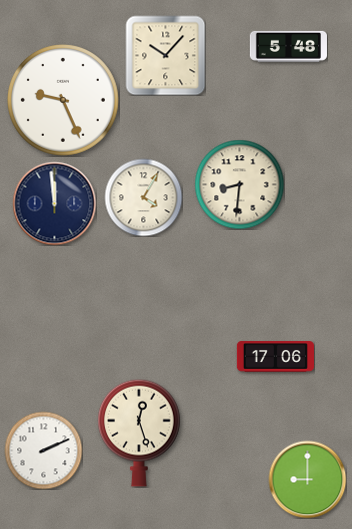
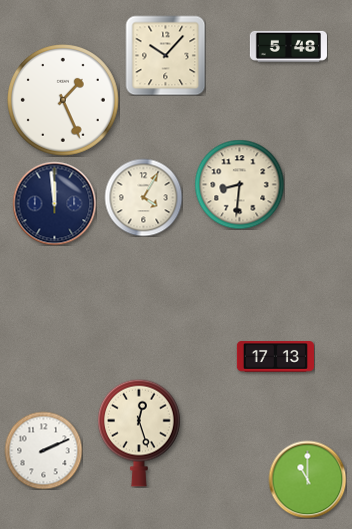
clock at (64, 101): 9:26 -> 1:26
clock at (275, 357): 17:06 -> 17:13
clock at (307, 479): 9:00 -> 11:00
